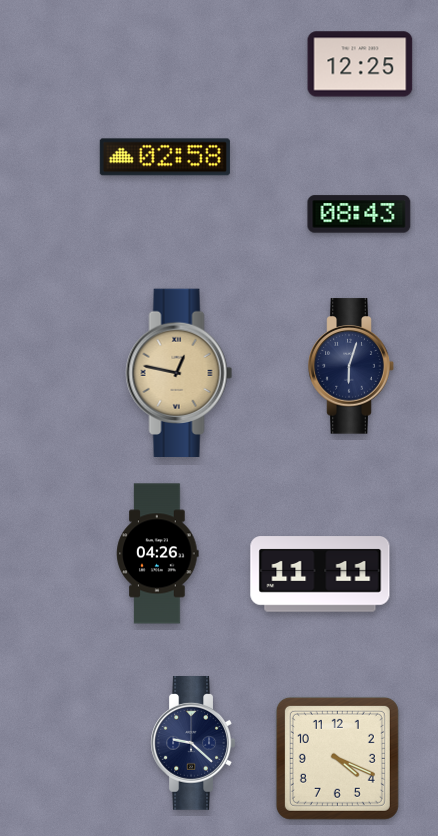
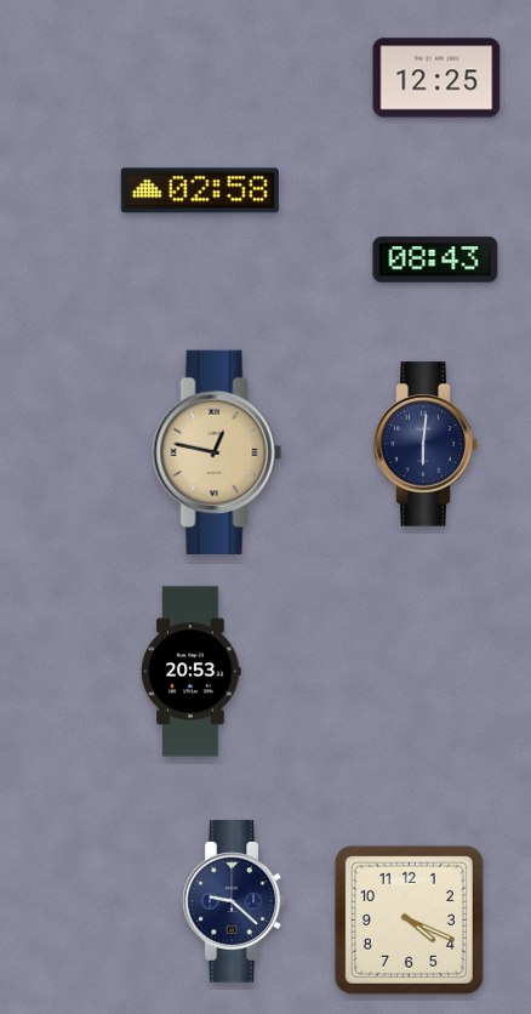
clock at (351, 366): 6:03 -> 6:01
clock at (158, 554): 04:26 -> 20:53
clock at (320, 574): 11:11 -> none
